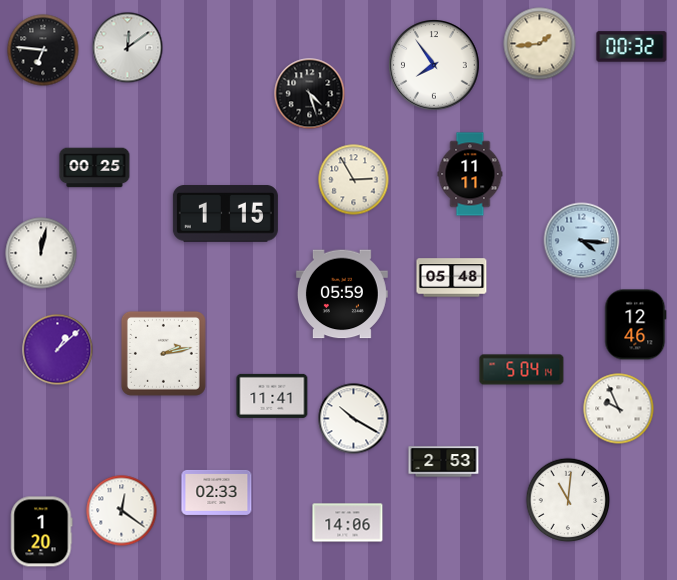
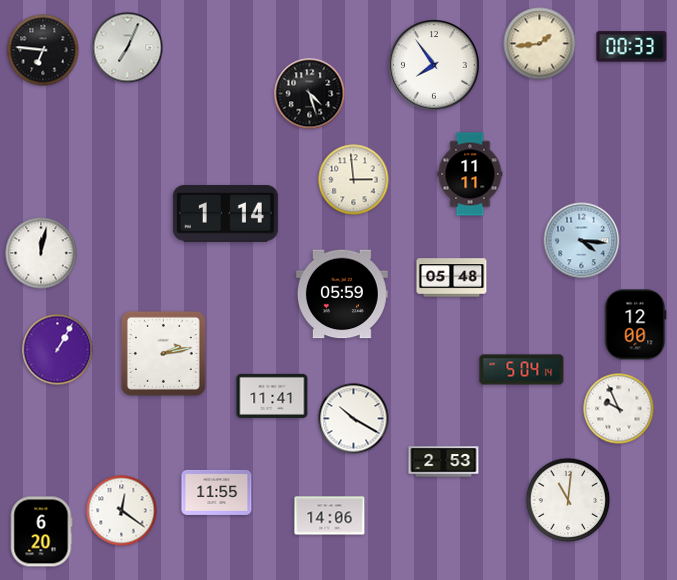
clock at (632, 47): 00:32 -> 00:33
clock at (128, 48): 12:09 -> 7:04
clock at (95, 168): 00:25 -> none
clock at (354, 180): 2:55 -> 2:59
clock at (225, 214): 1:15 -> 1:14
clock at (636, 325): 12:46 -> 12:00
clock at (58, 350): 1:08 -> 1:05
clock at (217, 492): 02:33 -> 11:55
clock at (348, 523) position: (348, 523) -> (330, 516)
clock at (42, 532): 1:20 -> 6:20
